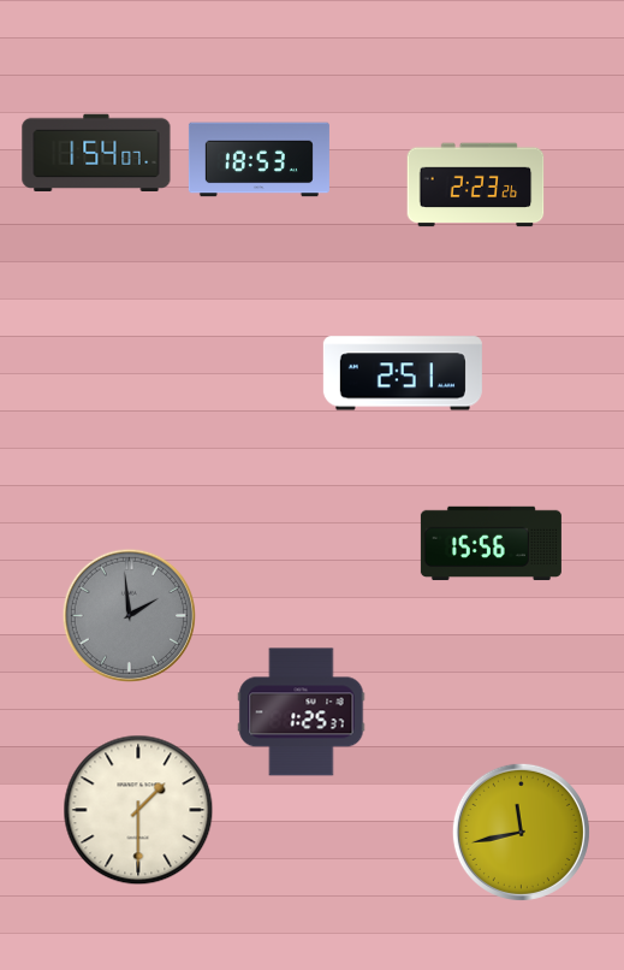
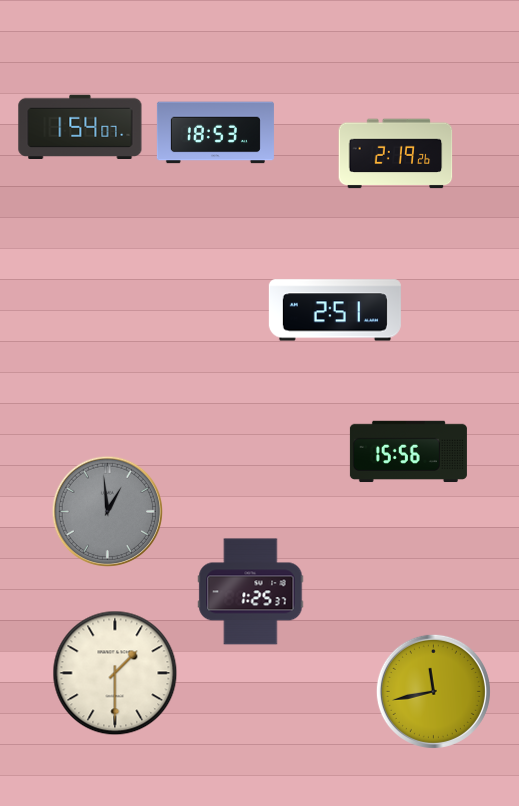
clock at (476, 185): 2:23 -> 2:19
clock at (129, 615): 1:59 -> 12:59
